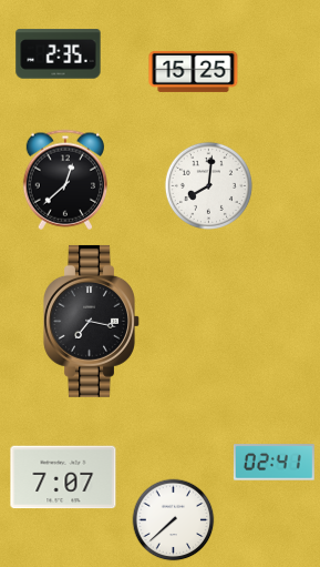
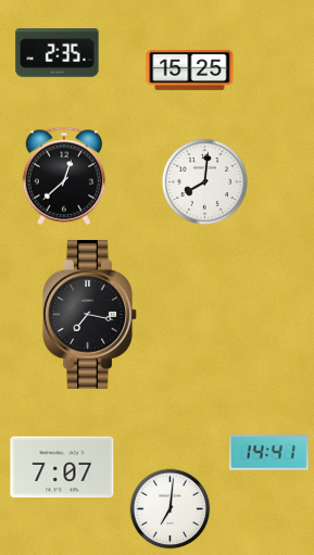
clock at (273, 463): 02:41 -> 14:41
clock at (174, 520): 7:38 -> 7:01
